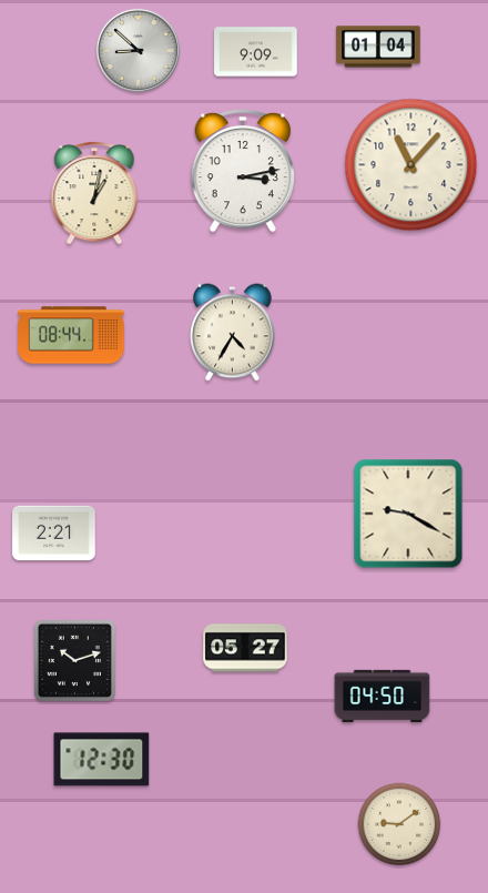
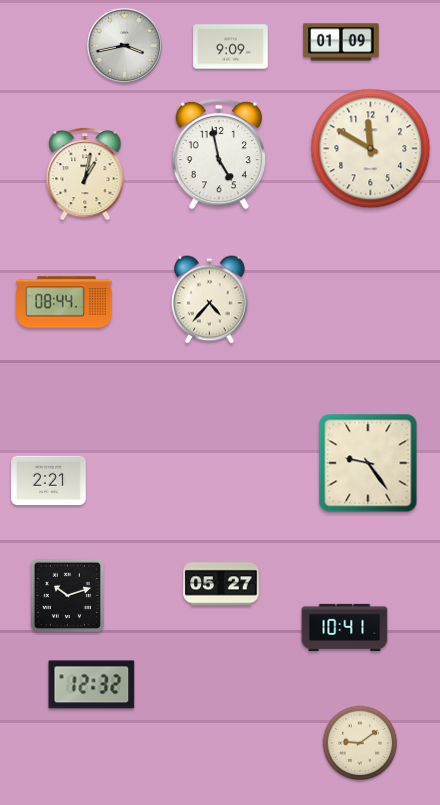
clock at (378, 47): 01:04 -> 01:09
clock at (138, 50): 8:52 -> 3:43
clock at (411, 165): 11:07 -> 11:50
clock at (242, 171): 3:13 -> 4:58
clock at (233, 333): 4:35 -> 4:37
clock at (408, 514): 9:20 -> 9:24
clock at (383, 696): 04:50 -> 10:41
clock at (102, 760): 12:30 -> 12:32
